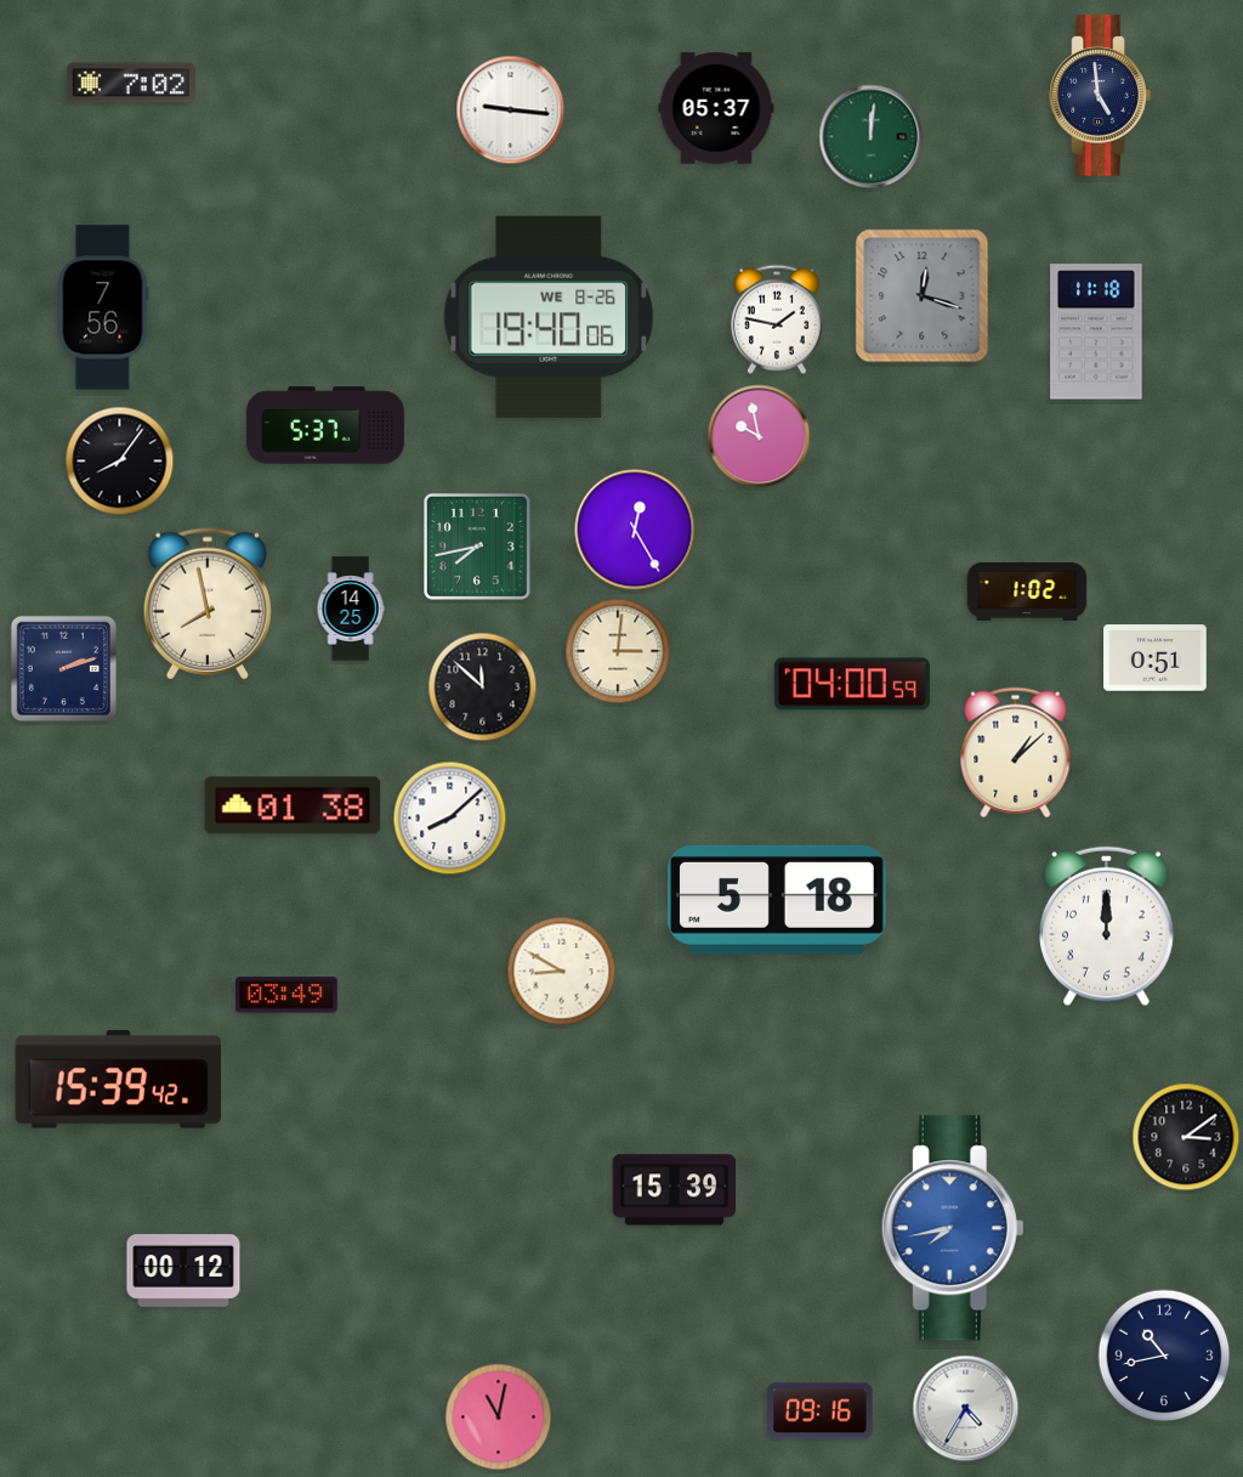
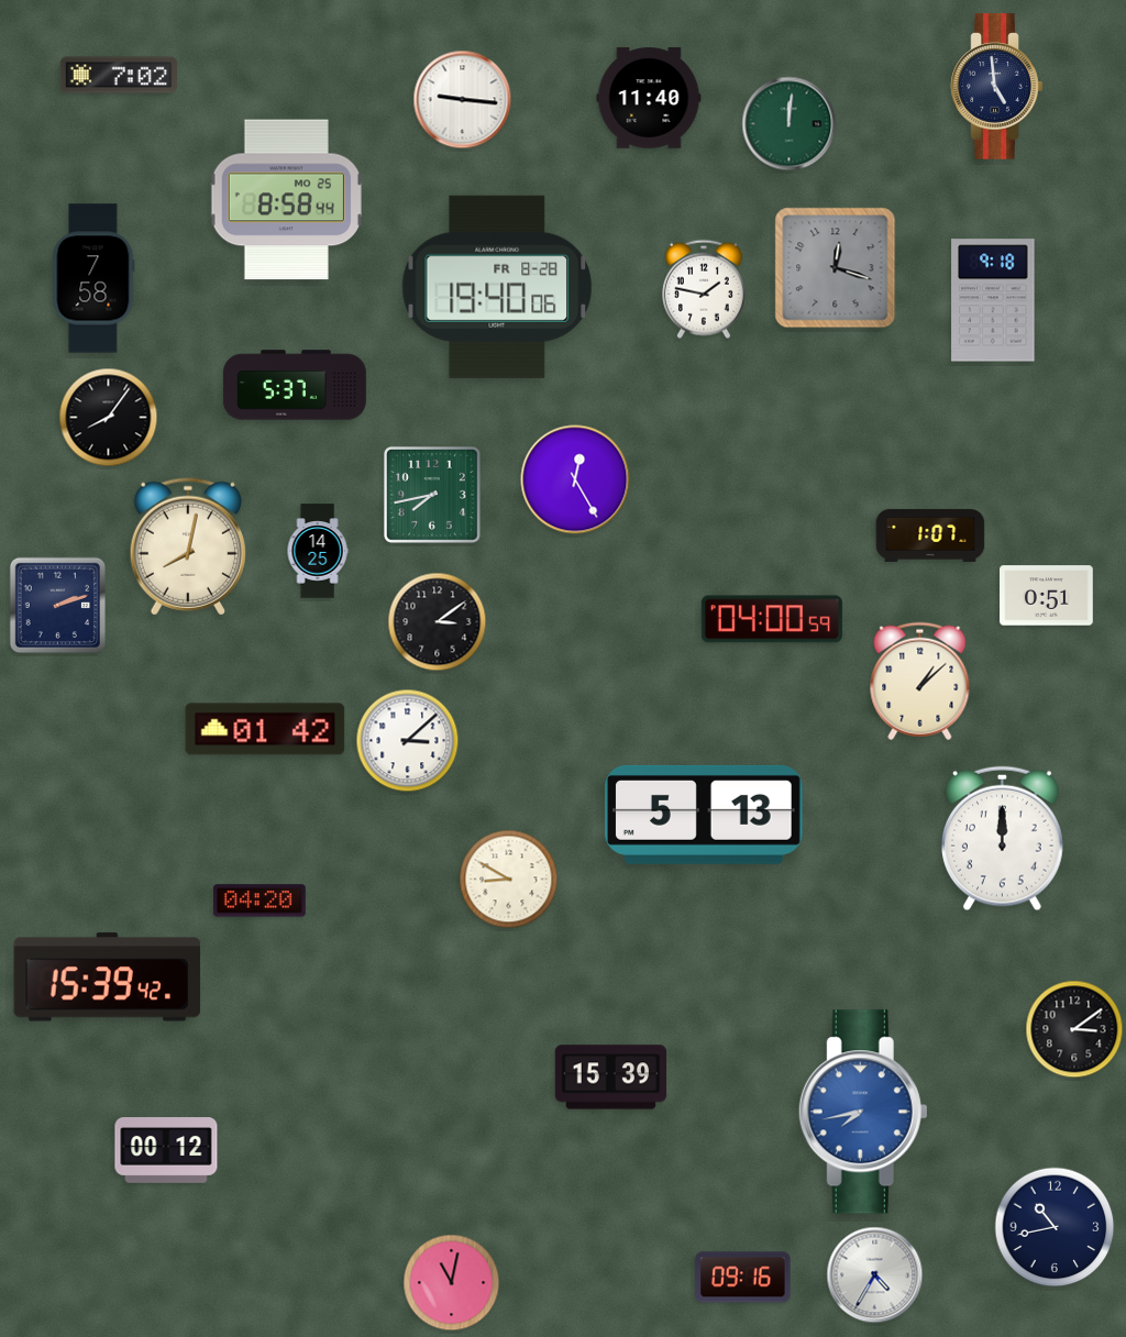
clock at (716, 108): 05:37 -> 11:40
clock at (286, 200): none -> 8:58
clock at (103, 307): 7:56 -> 7:58
clock at (549, 317) date: WE 8-26 -> FR 8-28
clock at (1096, 332): 11:18 -> 9:18
clock at (759, 436): 9:58 -> none
clock at (1027, 592): 1:02 -> 1:07
clock at (208, 604): 7:58 -> 8:02
clock at (618, 651): 3:01 -> none
clock at (483, 687): 11:52 -> 3:09
clock at (293, 805): 01:38 -> 01:42
clock at (450, 819): 8:08 -> 3:08
clock at (777, 900): 5:18 -> 5:13
clock at (286, 995): 03:49 -> 04:20
